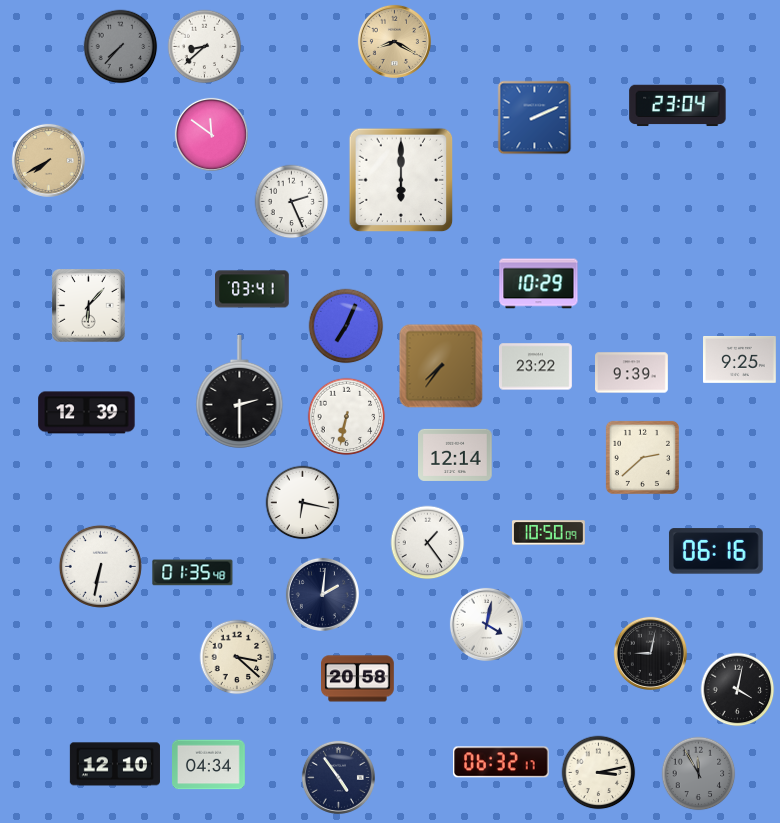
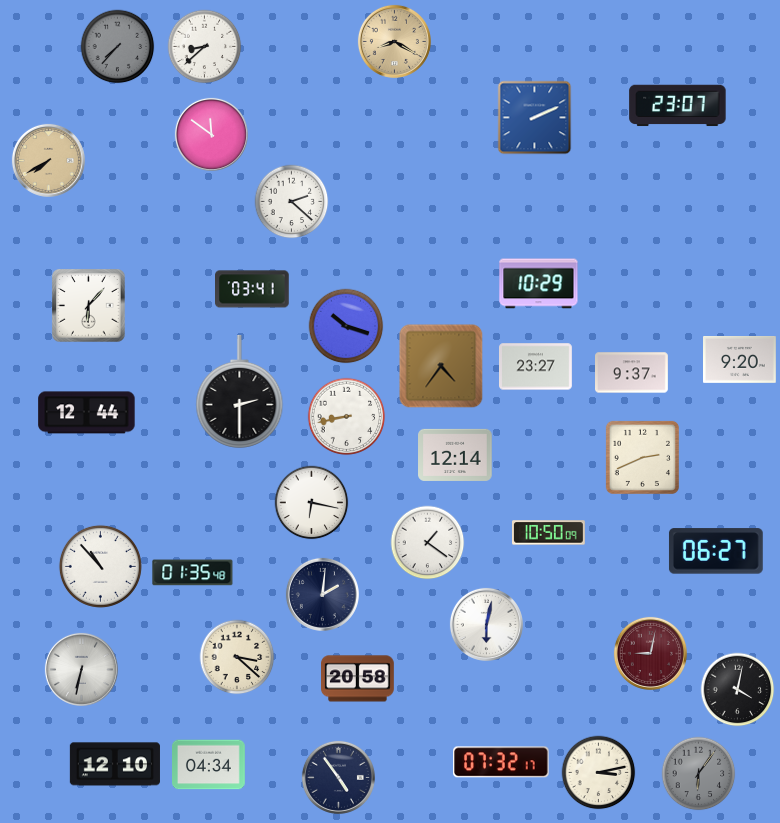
clock at (121, 47) position: (121, 47) -> (118, 47)
clock at (678, 106): 23:04 -> 23:07
clock at (401, 180): 6:00 -> none
clock at (292, 202): 2:26 -> 2:22
clock at (346, 326): 7:04 -> 10:18
clock at (740, 360): 9:25 -> 9:20
clock at (441, 366): 7:36 -> 4:36
clock at (536, 367): 23:22 -> 23:27
clock at (632, 373): 9:39 -> 9:37
clock at (87, 413): 12:39 -> 12:44
clock at (347, 417): 6:32 -> 8:43
clock at (642, 457): 2:38 -> 2:41
clock at (303, 503) position: (303, 503) -> (312, 503)
clock at (428, 543): 1:24 -> 1:21
clock at (716, 551): 06:16 -> 06:27
clock at (100, 566): 6:32 -> 10:53
clock at (486, 624): 4:02 -> 6:02
clock at (650, 653) dial: black -> burgundy
clock at (81, 669): none -> 6:32
clock at (501, 762): 06:32 -> 07:32
clock at (699, 774): 11:55 -> 6:06
